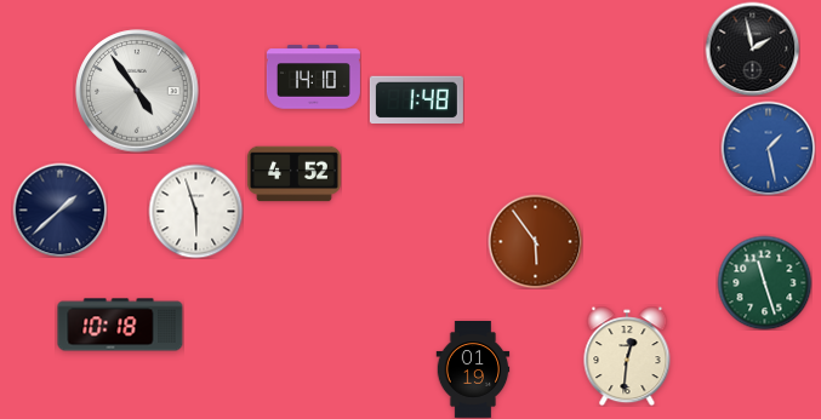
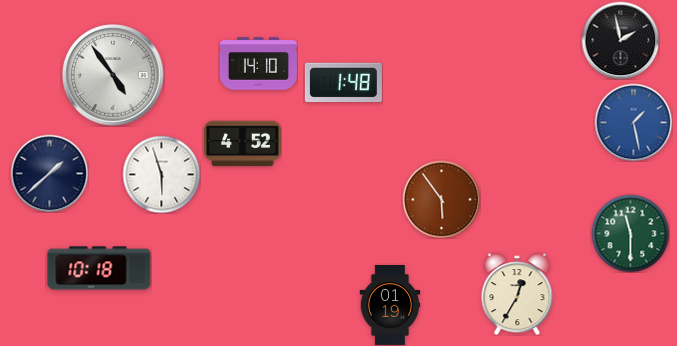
clock at (764, 282): 11:27 -> 11:30
clock at (627, 356): 12:31 -> 12:35
